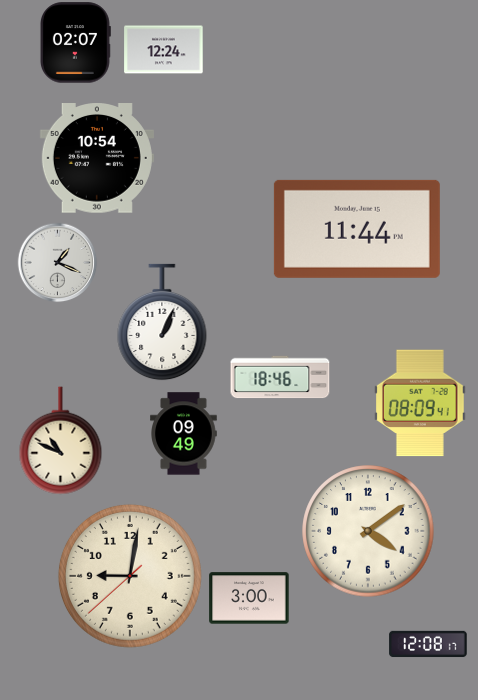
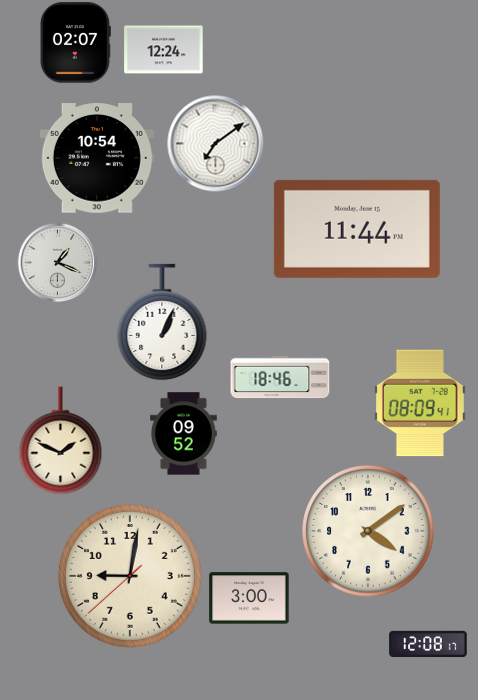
clock at (216, 144): none -> 7:09
clock at (184, 434): 09:49 -> 09:52
clock at (61, 441): 10:49 -> 1:49
